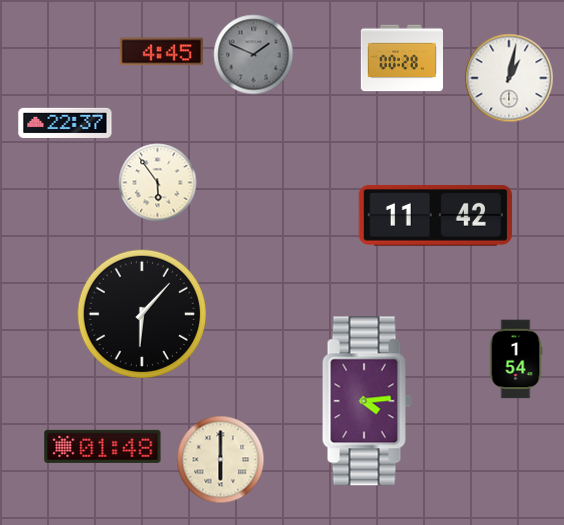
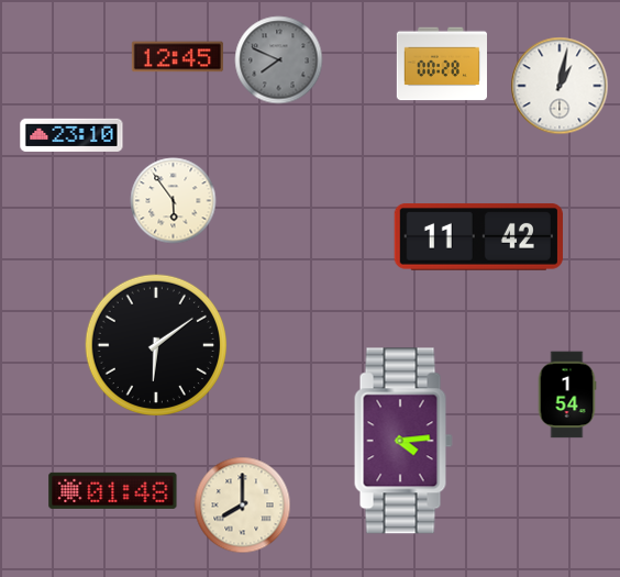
clock at (161, 52): 4:45 -> 12:45
clock at (254, 55): 1:49 -> 7:49
clock at (65, 123): 22:37 -> 23:10
clock at (141, 313): 6:07 -> 6:09
clock at (221, 460): 6:00 -> 8:00
